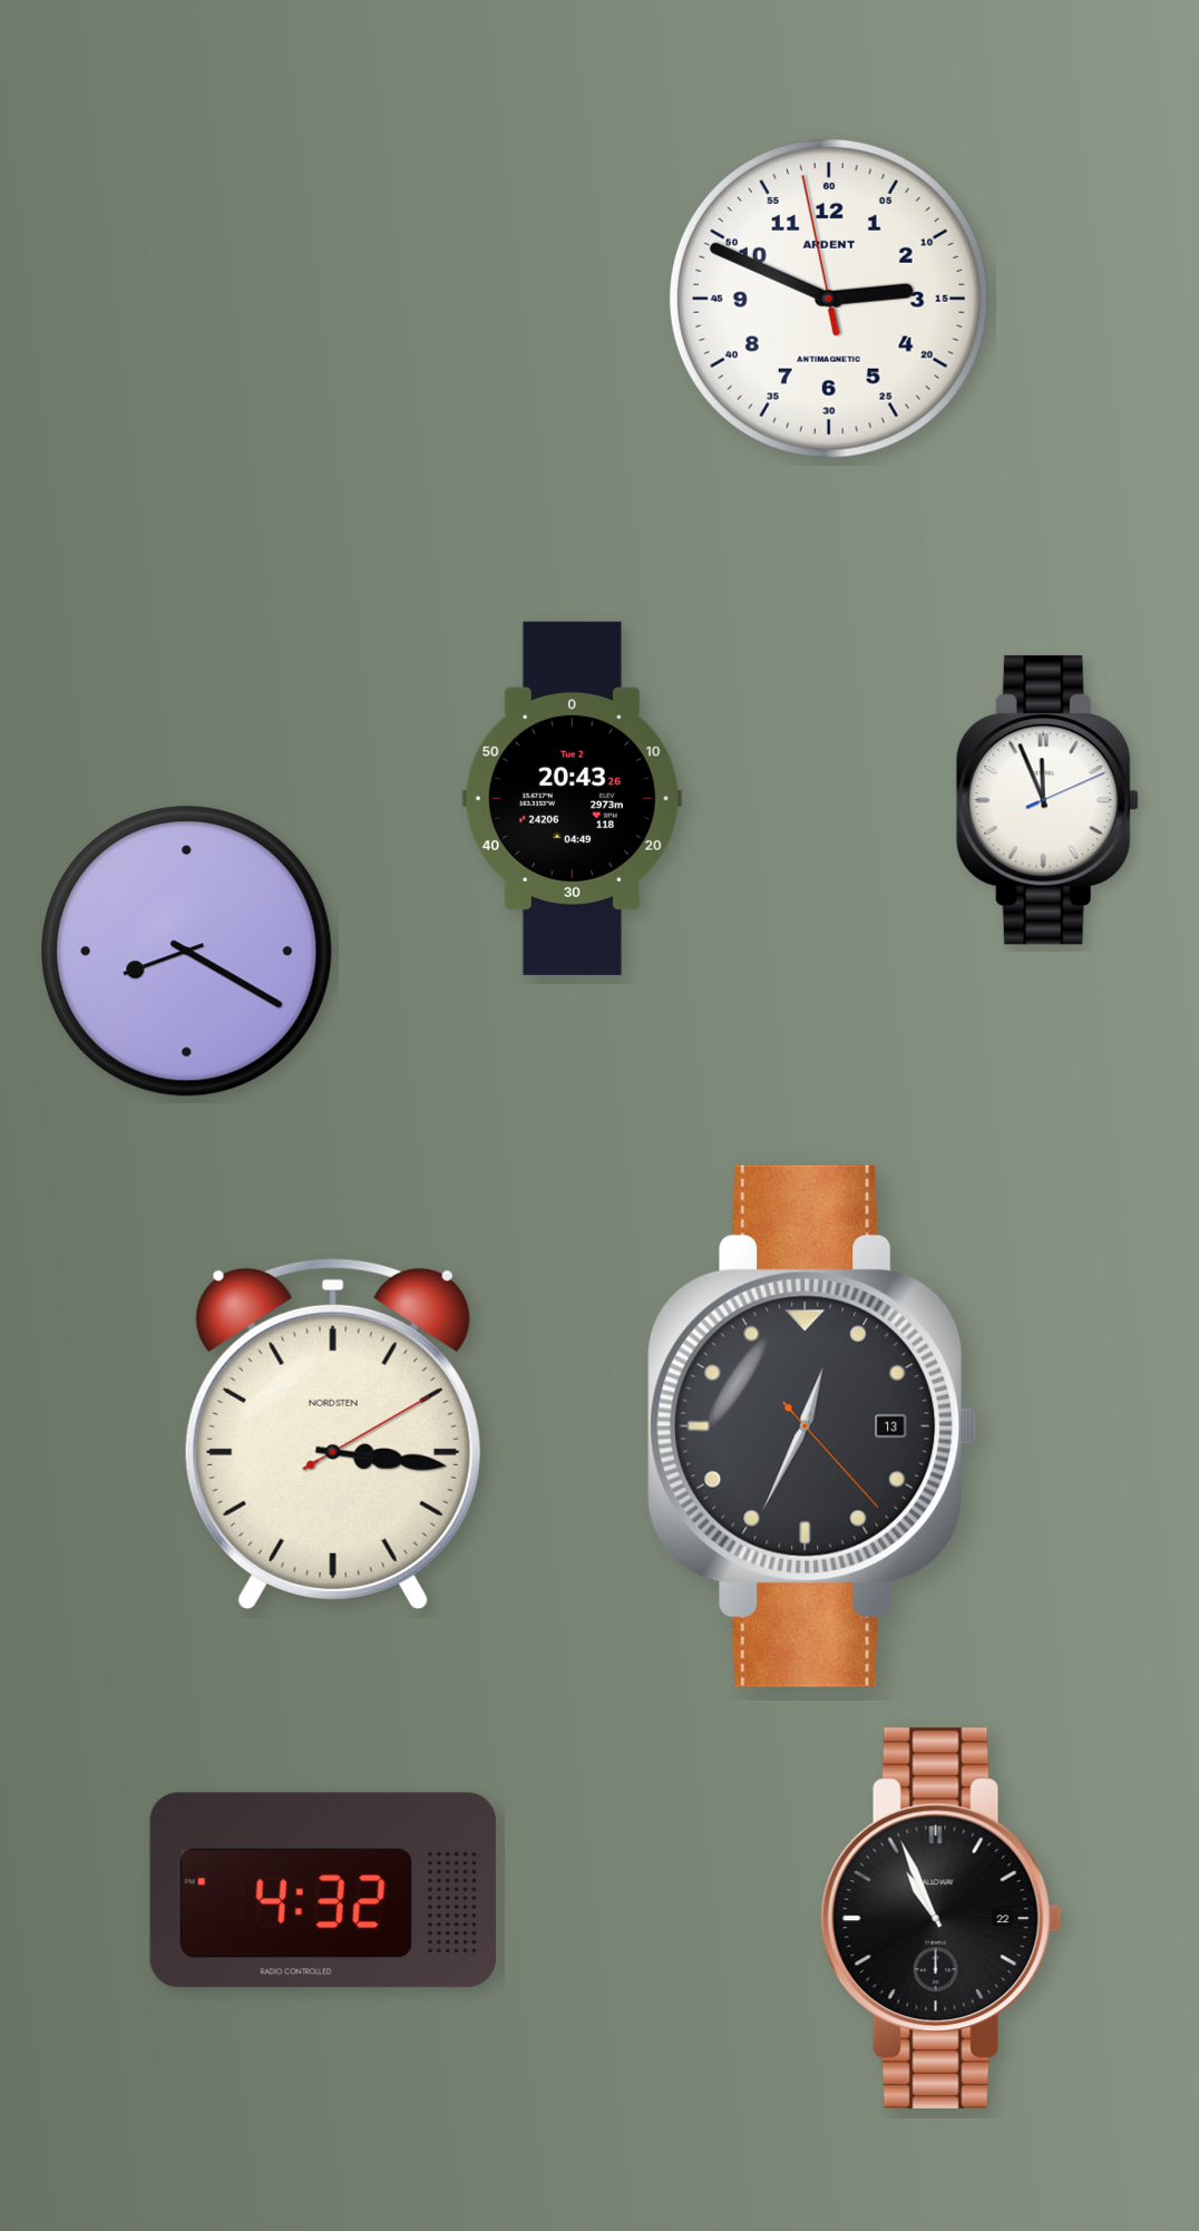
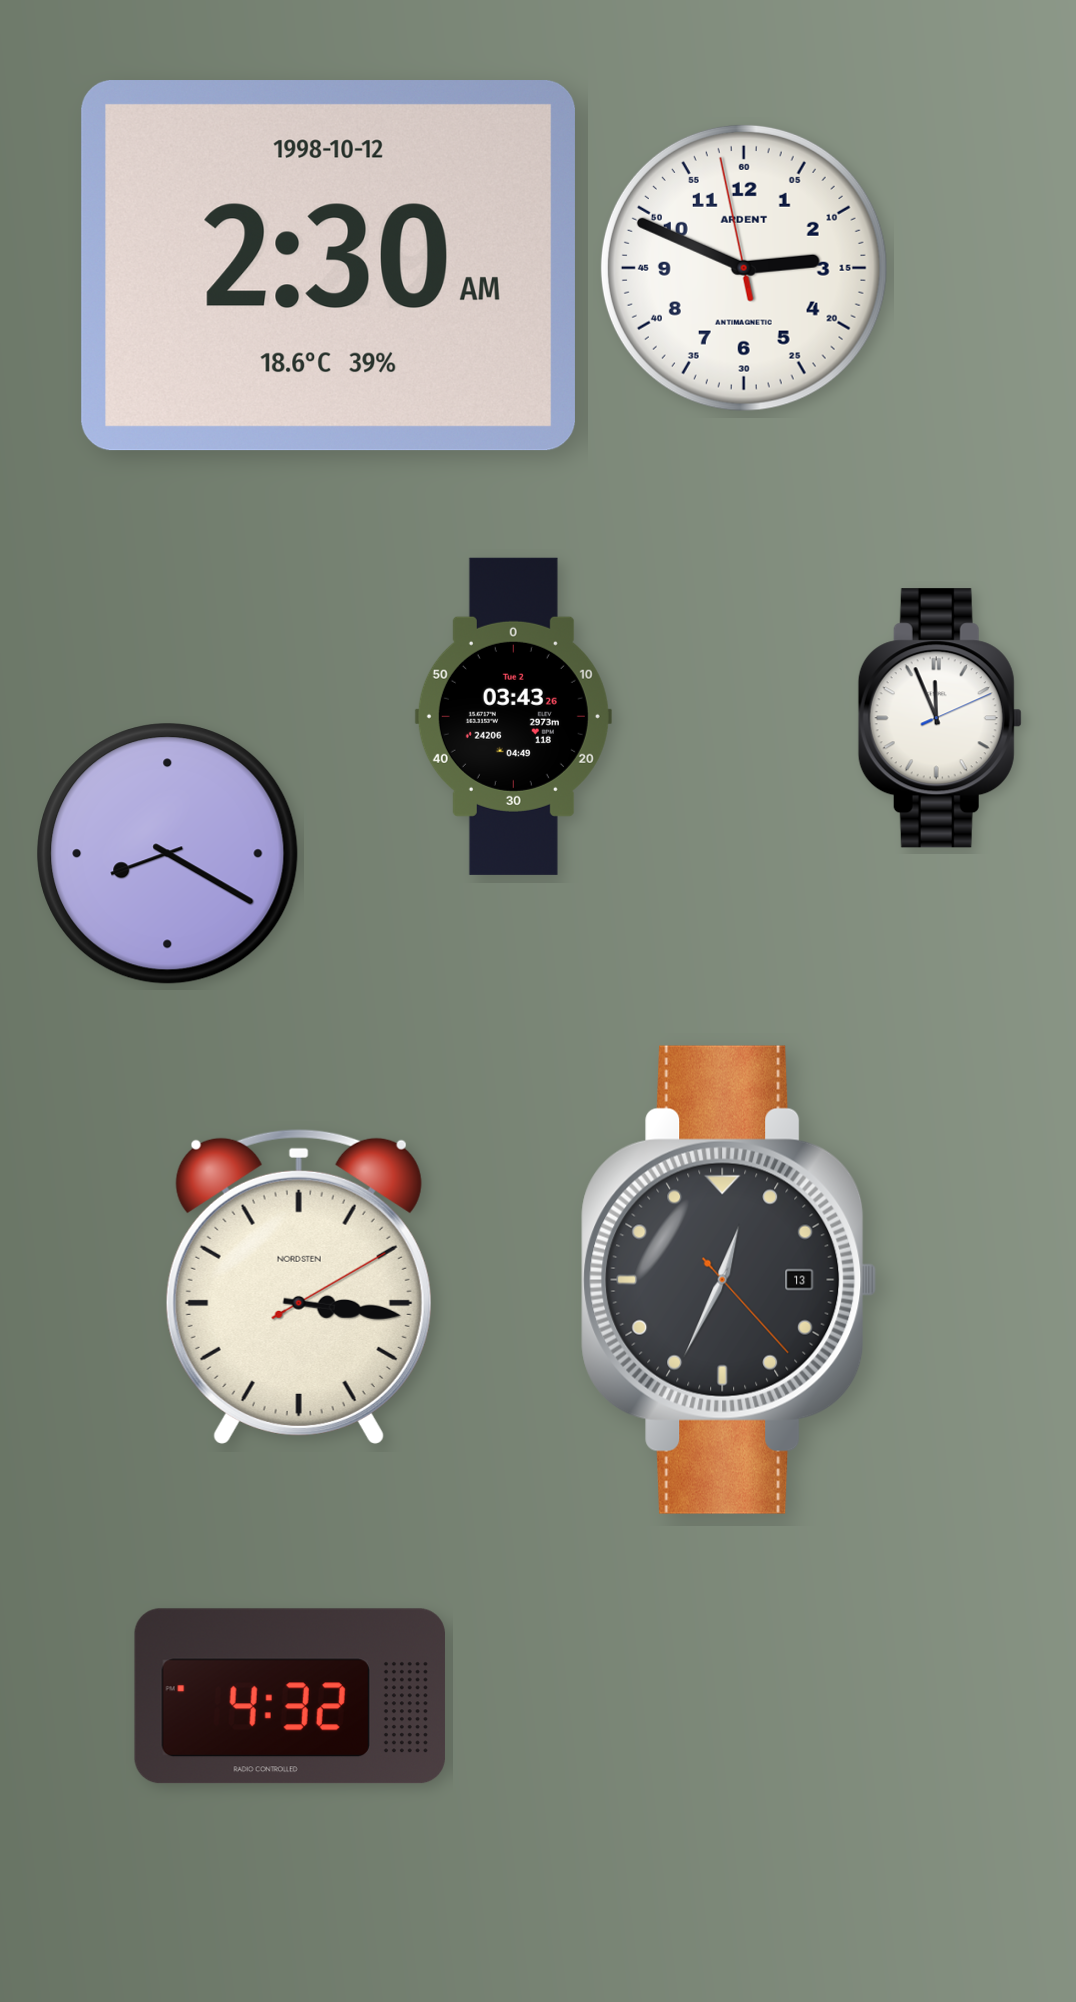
clock at (328, 266): none -> 2:30
clock at (572, 798): 20:43 -> 03:43
clock at (942, 1919): 10:56 -> none
